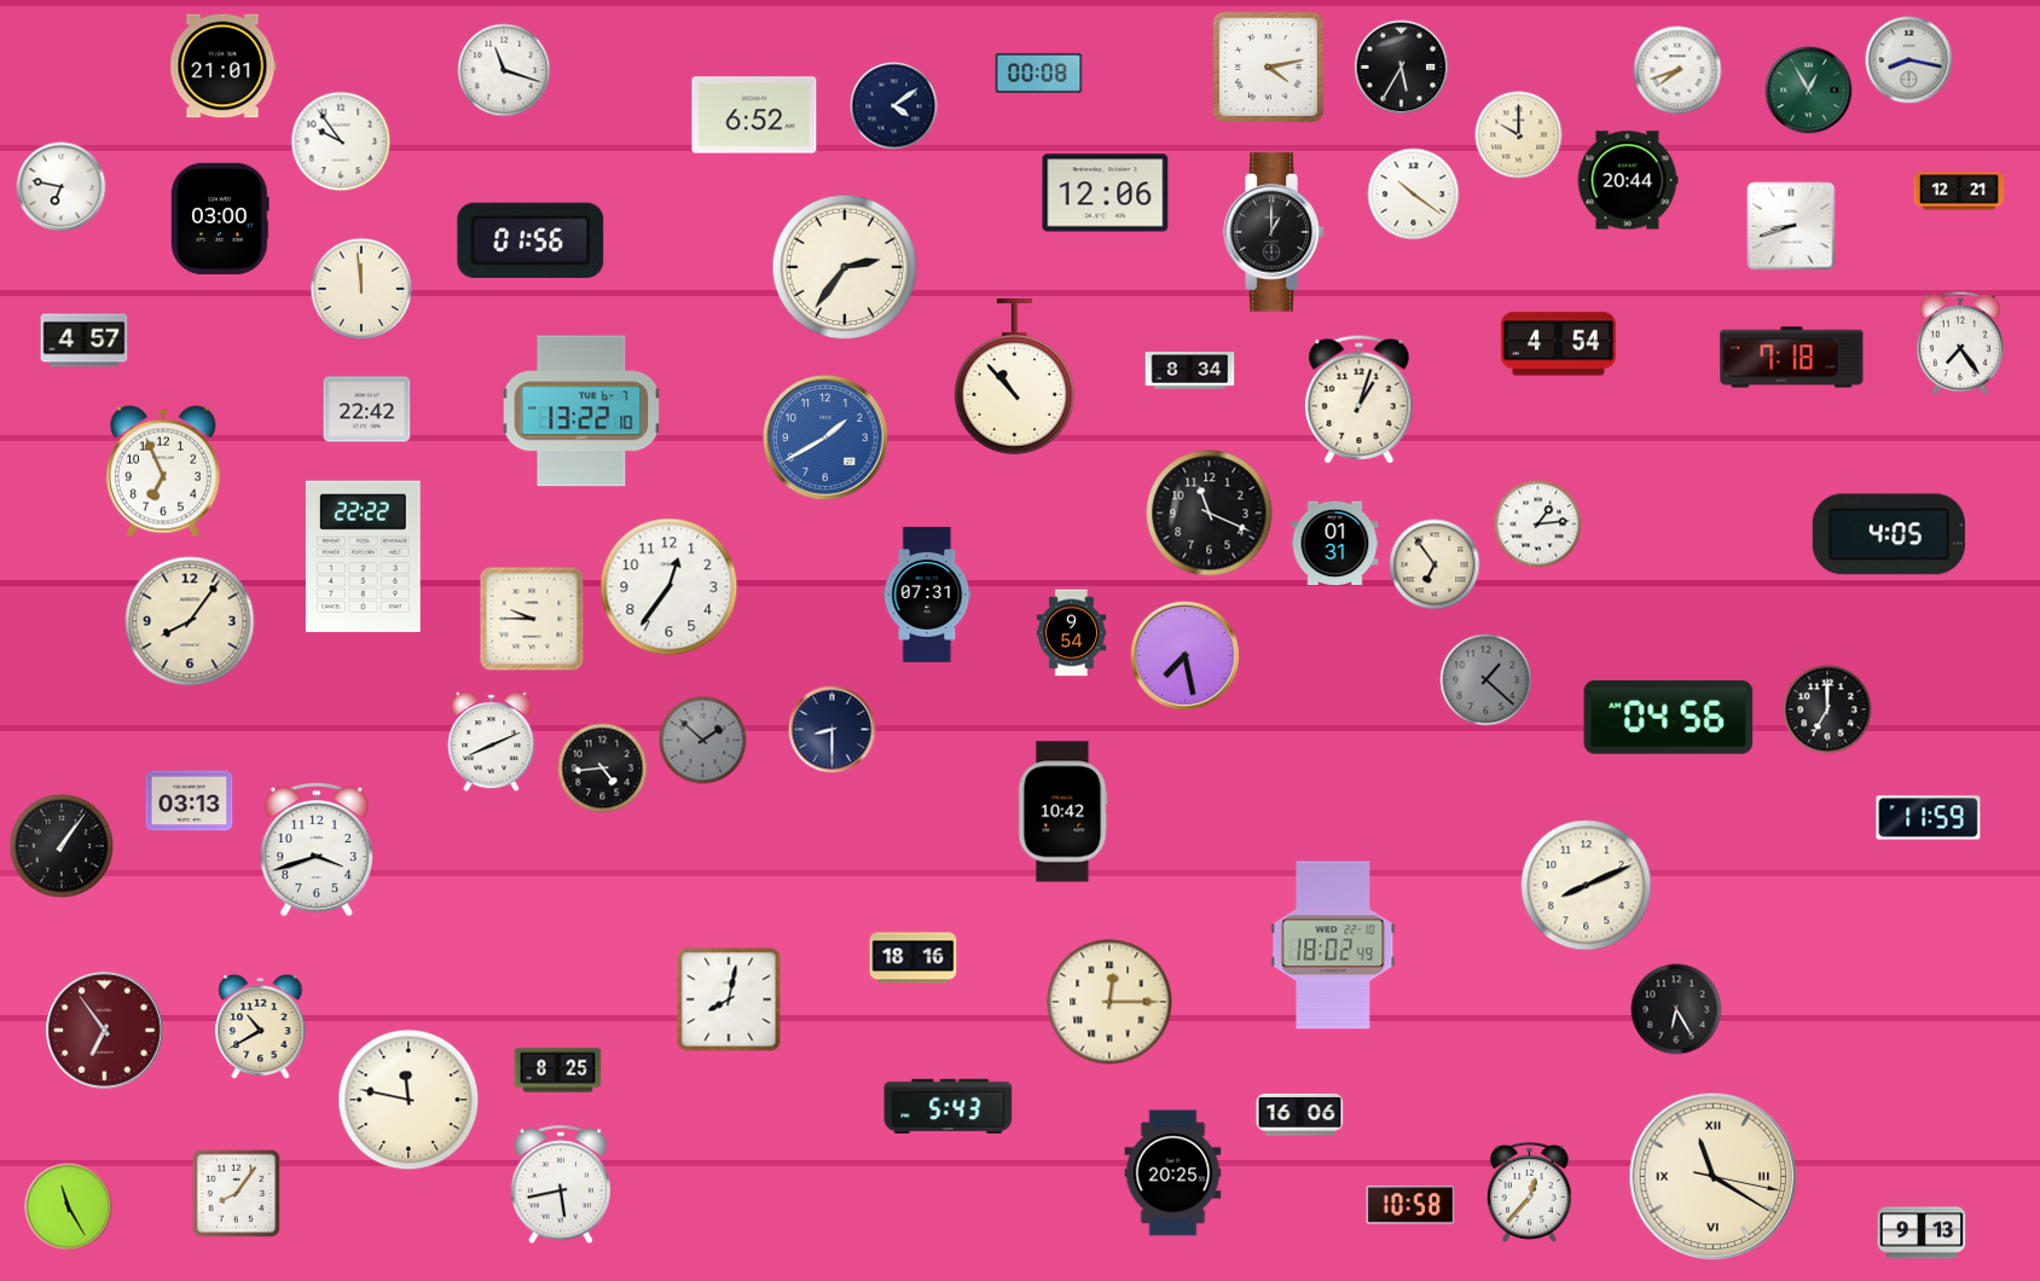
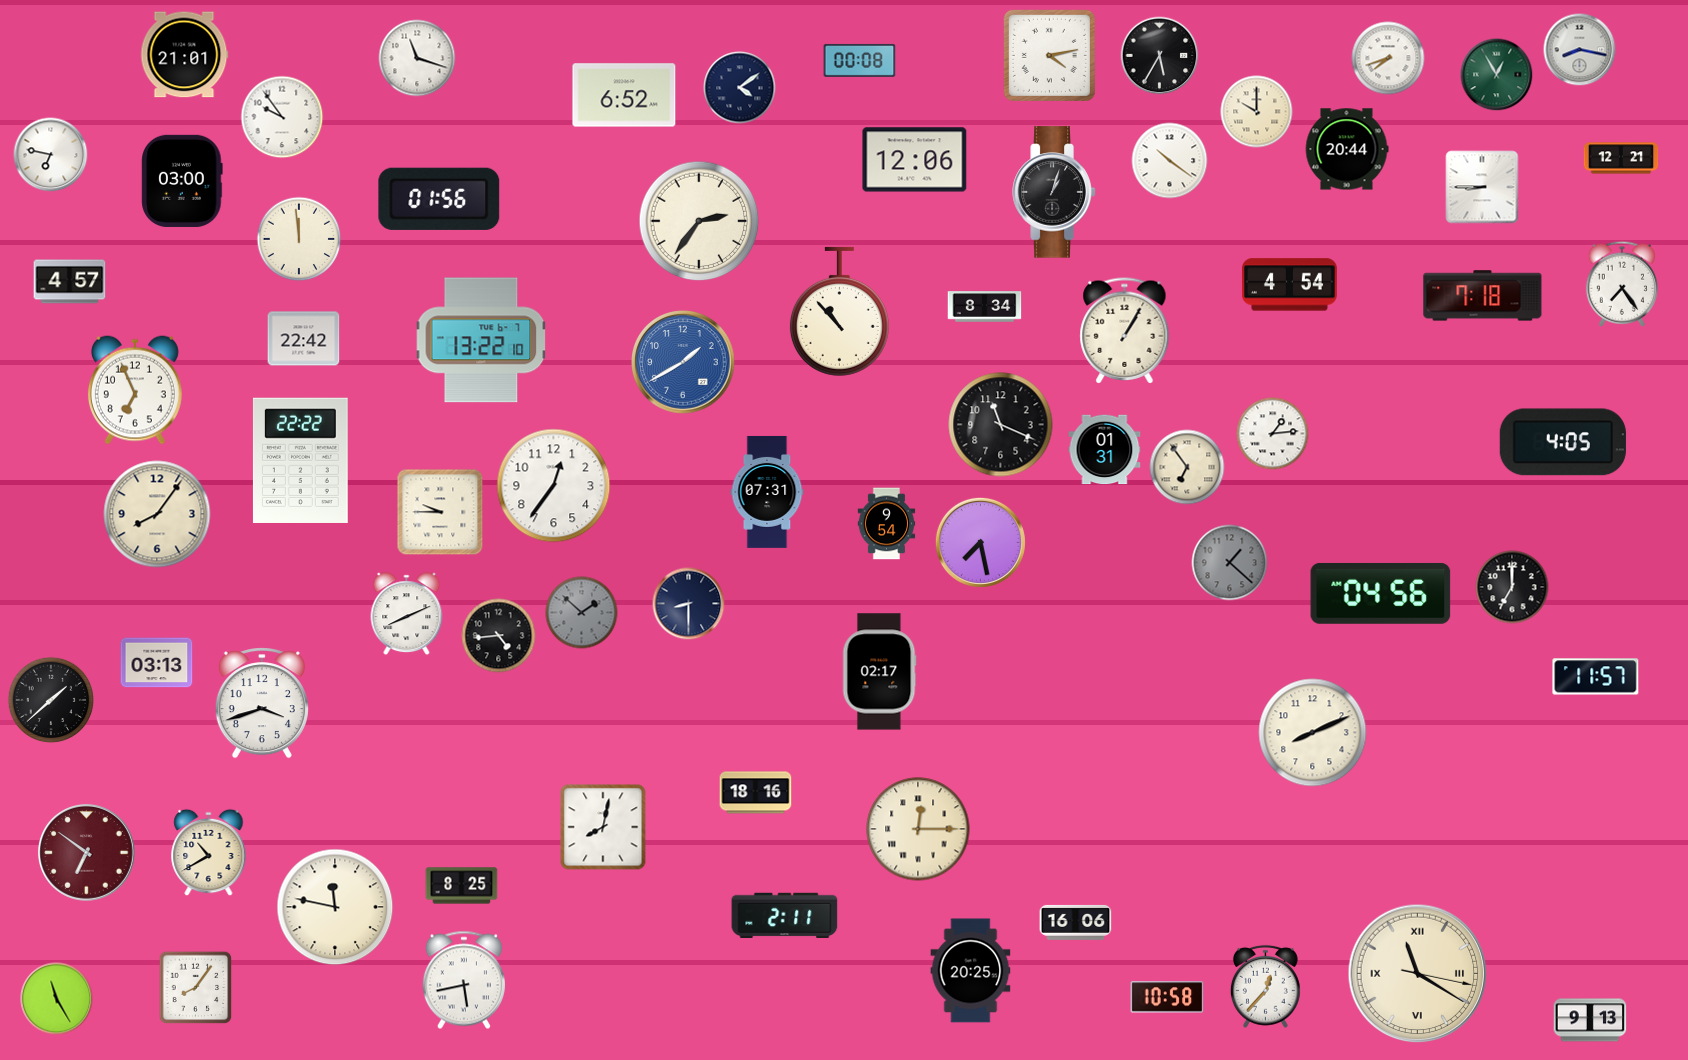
clock at (1791, 226): 8:42 -> 8:45
clock at (1274, 232): 1:00 -> 1:03
clock at (1360, 400): 1:03 -> 1:05
clock at (1062, 812): 10:42 -> 02:17
clock at (1929, 818): 11:59 -> 11:57
clock at (62, 846): 1:06 -> 1:38
clock at (1333, 945): 18:02 -> none
clock at (1676, 1009): 6:25 -> none
clock at (261, 1027) position: (261, 1027) -> (209, 853)
clock at (104, 1030): 6:54 -> 6:51
clock at (408, 1100) position: (408, 1100) -> (335, 907)
clock at (949, 1106): 5:43 -> 2:11
